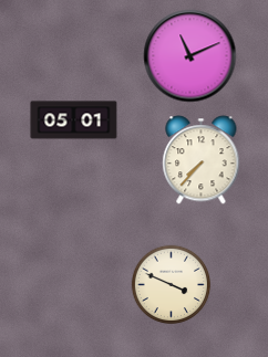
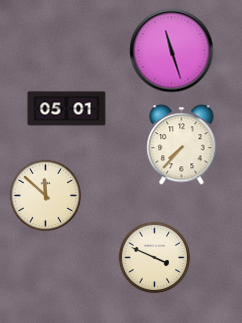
clock at (190, 56): 11:11 -> 11:27
clock at (46, 196): none -> 11:52
